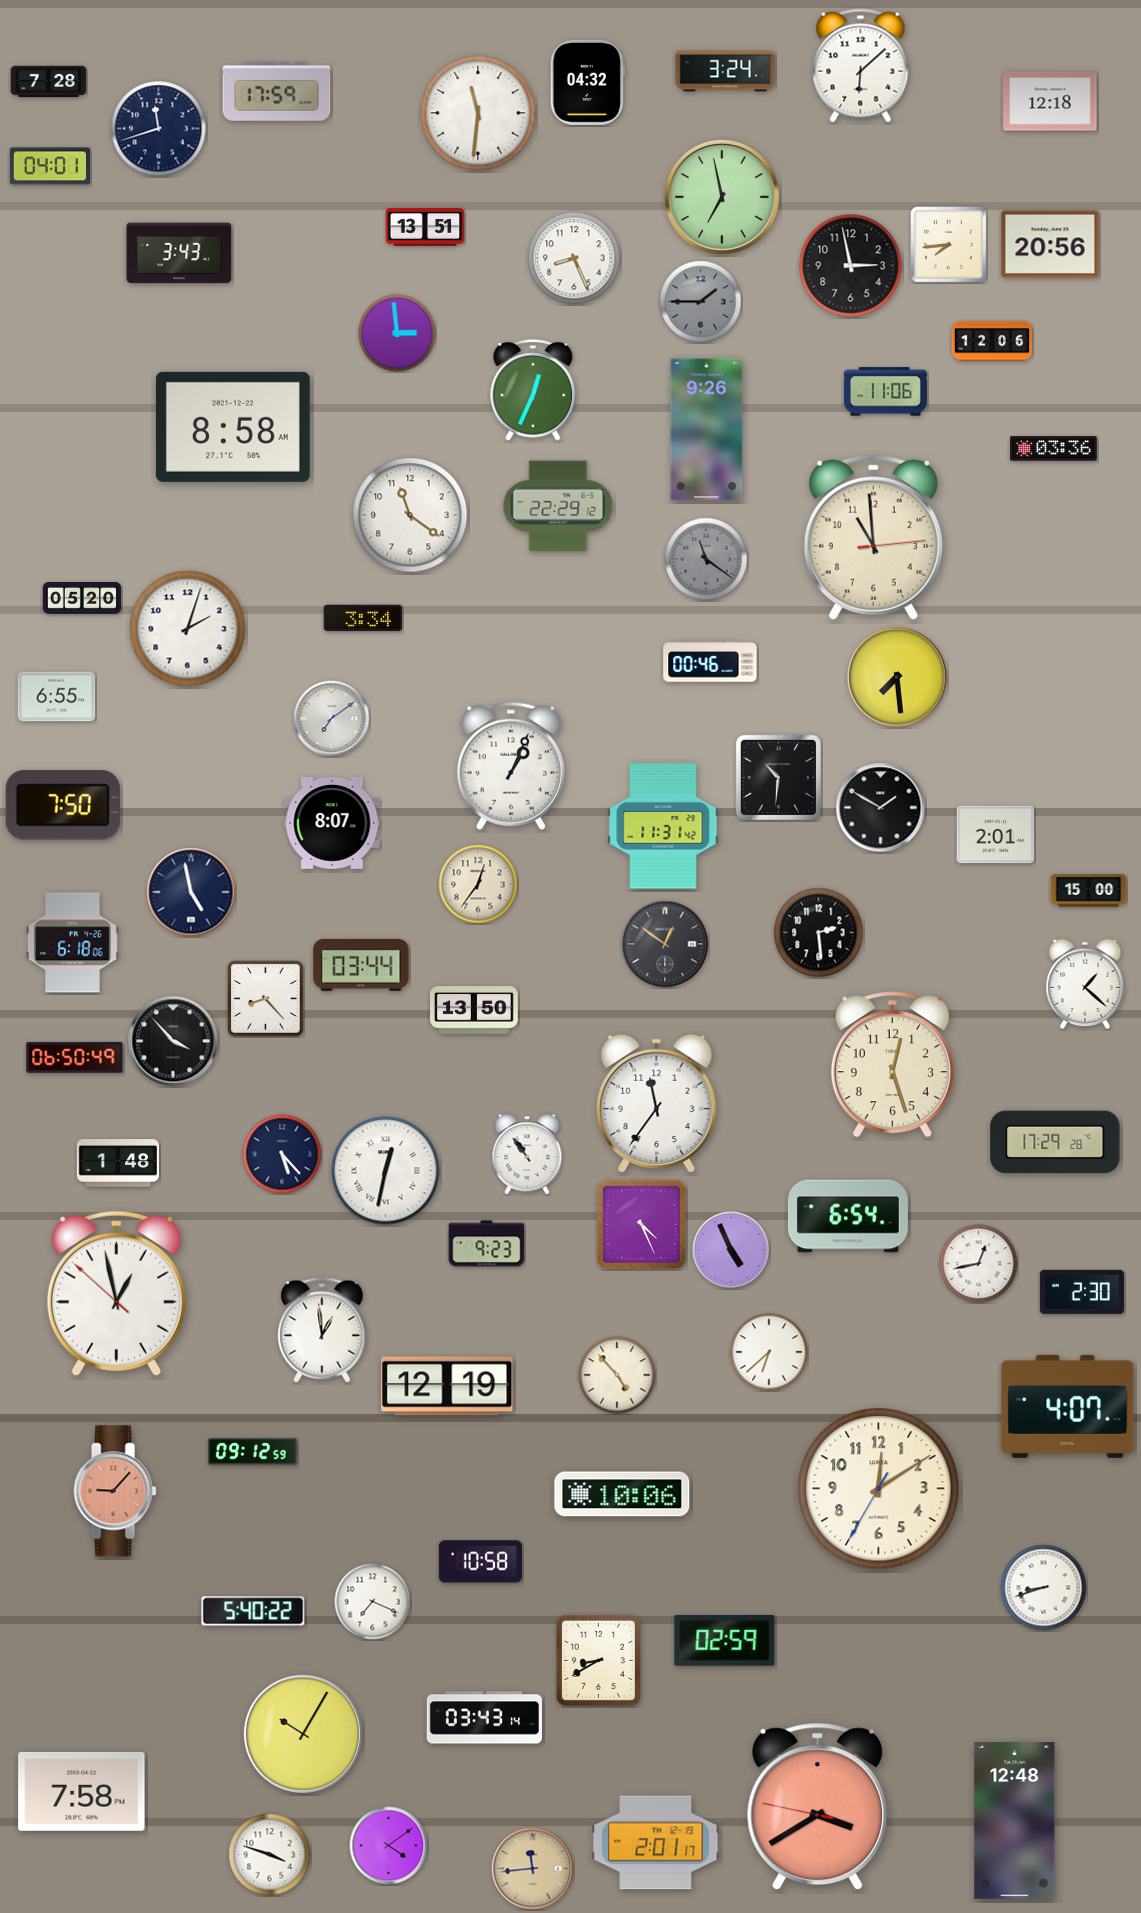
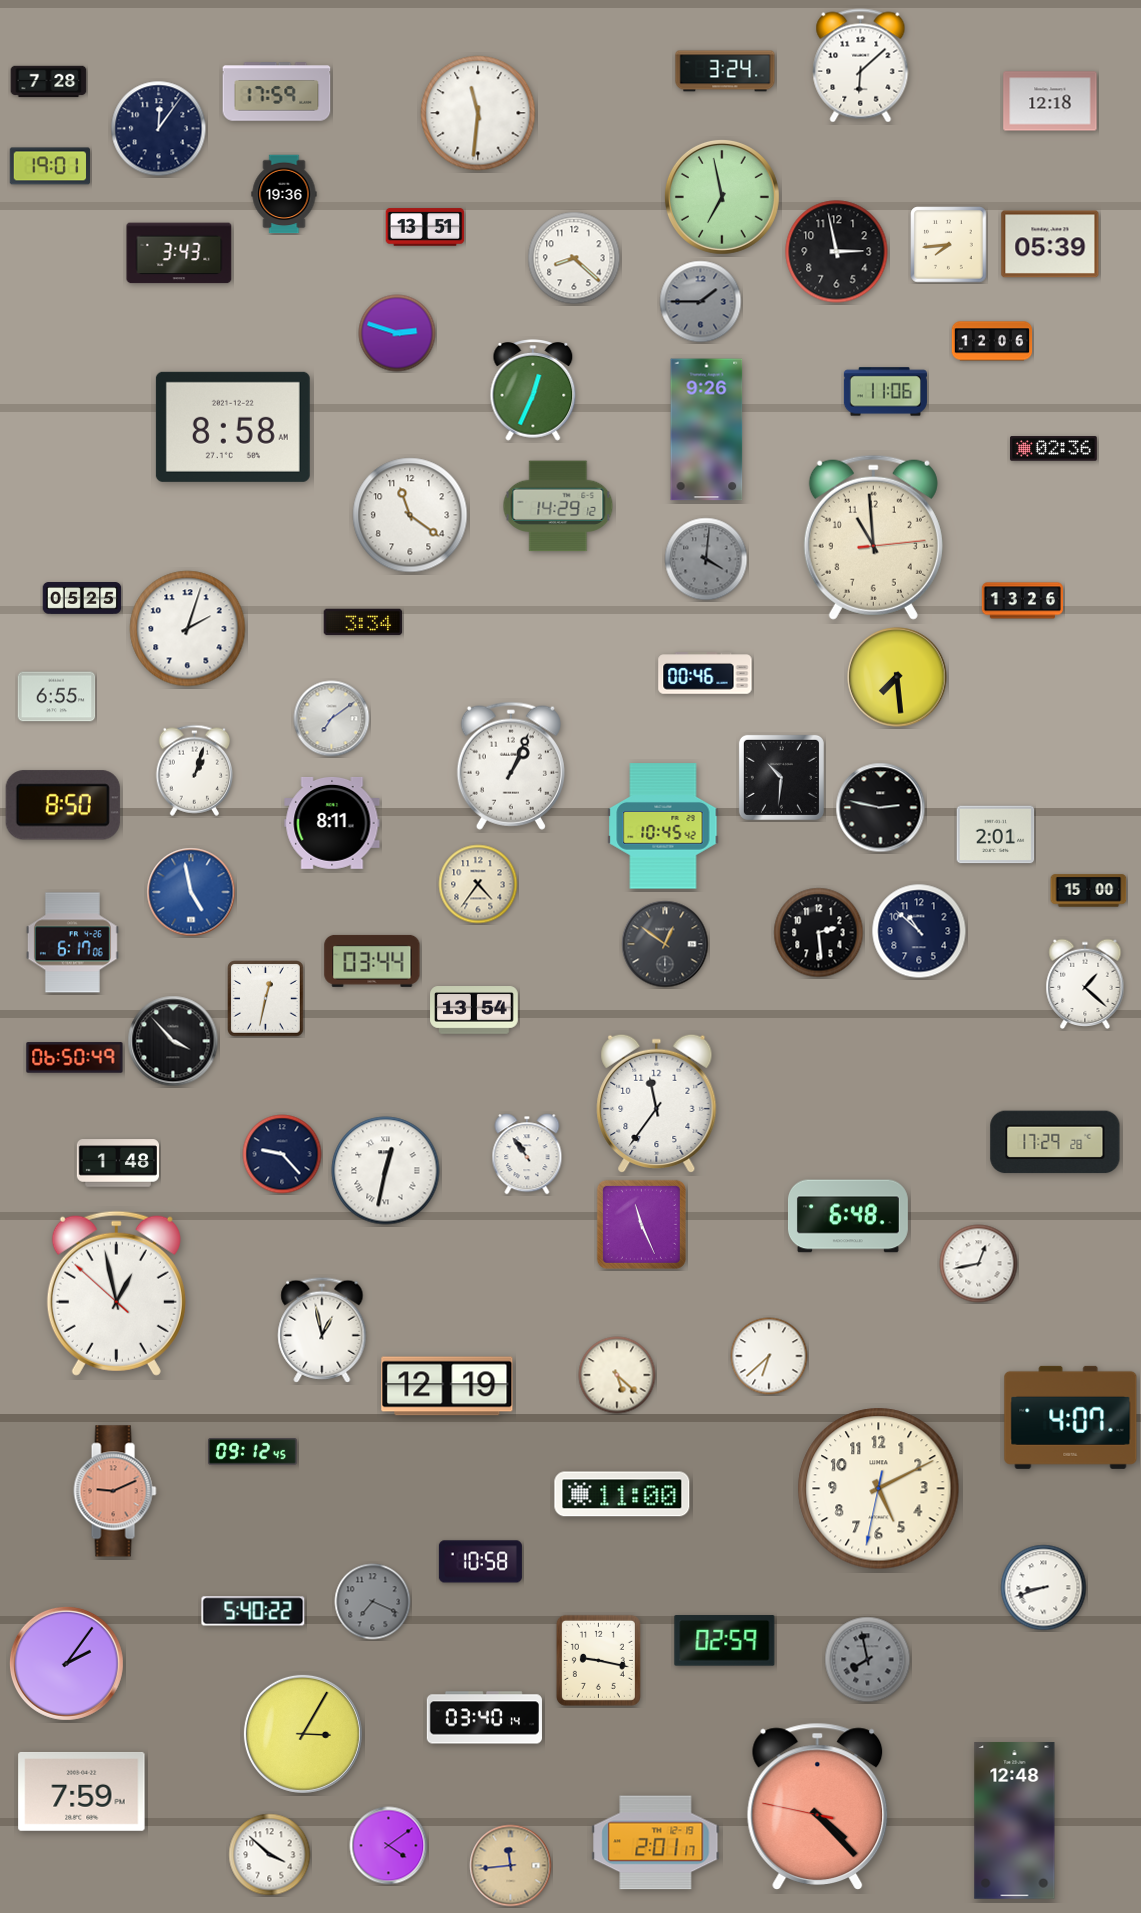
clock at (587, 82): 04:32 -> none
clock at (159, 129): 11:42 -> 12:06
clock at (49, 166): 04:01 -> 19:01
clock at (284, 194): none -> 19:36
clock at (1050, 244): 20:56 -> 05:39
clock at (574, 258): 8:26 -> 8:22
clock at (851, 266) position: (851, 266) -> (837, 252)
clock at (397, 333): 2:59 -> 2:48
clock at (1054, 449): 03:36 -> 02:36
clock at (558, 506): 22:29 -> 14:29
clock at (706, 559): 11:21 -> 4:01
clock at (82, 599): 05:20 -> 05:25
clock at (1022, 601): none -> 13:26
clock at (363, 618) position: (363, 618) -> (363, 622)
clock at (710, 661) position: (710, 661) -> (705, 673)
clock at (195, 770): none -> 1:03
clock at (778, 777) position: (778, 777) -> (781, 777)
clock at (63, 805): 7:50 -> 8:50
clock at (881, 808): 1:50 -> 2:47
clock at (332, 823): 8:07 -> 8:11
clock at (663, 826): 11:31 -> 10:45
clock at (478, 884): 12:36 -> 4:36
clock at (191, 892) dial: navy -> blue
clock at (919, 931): none -> 10:52
clock at (72, 943): 6:18 -> 6:17
clock at (361, 965) position: (361, 965) -> (372, 961)
clock at (266, 999): 8:23 -> 12:32
clock at (474, 1011): 13:50 -> 13:54
clock at (892, 1065): 12:27 -> none
clock at (282, 1154): 5:23 -> 9:23
clock at (848, 1216): 6:54 -> 6:48
clock at (641, 1224): 4:26 -> 11:26
clock at (487, 1244): 9:23 -> none
clock at (731, 1250): 4:56 -> none
clock at (1082, 1292): 2:30 -> none
clock at (322, 1330): 12:59 -> 12:58
clock at (769, 1352) position: (769, 1352) -> (769, 1356)
clock at (617, 1375): 4:53 -> 5:22
clock at (1068, 1406) position: (1068, 1406) -> (1071, 1417)
clock at (253, 1452): 09:12:59 -> 09:12:45
clock at (879, 1489): 12:09 -> 5:10
clock at (115, 1491): 9:07 -> 9:11
clock at (622, 1494): 10:06 -> 11:00
clock at (373, 1602) dial: white -> grey
clock at (598, 1660): 8:40 -> 9:17
clock at (868, 1660): none -> 7:58
clock at (66, 1663): none -> 2:06
clock at (484, 1718): 03:43 -> 03:40
clock at (303, 1734): 10:05 -> 3:05
clock at (82, 1791): 7:58 -> 7:59
clock at (818, 1806): 3:39 -> 4:22
clock at (270, 1855): 3:48 -> 3:52
clock at (533, 1869) position: (533, 1869) -> (511, 1866)
